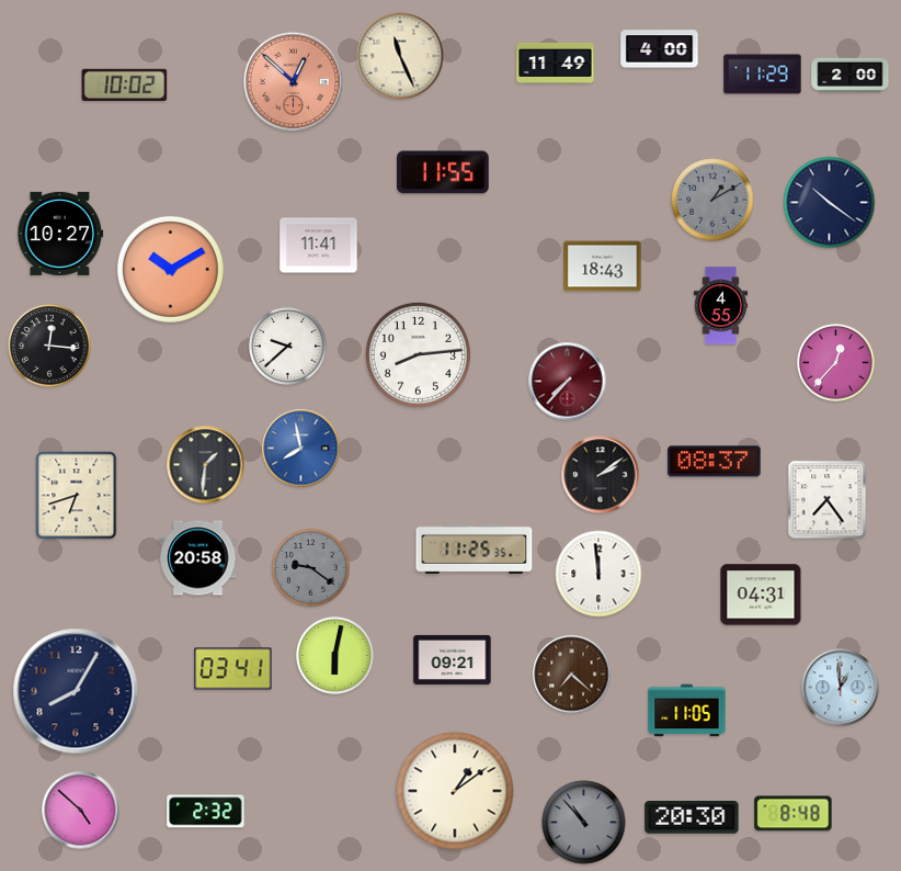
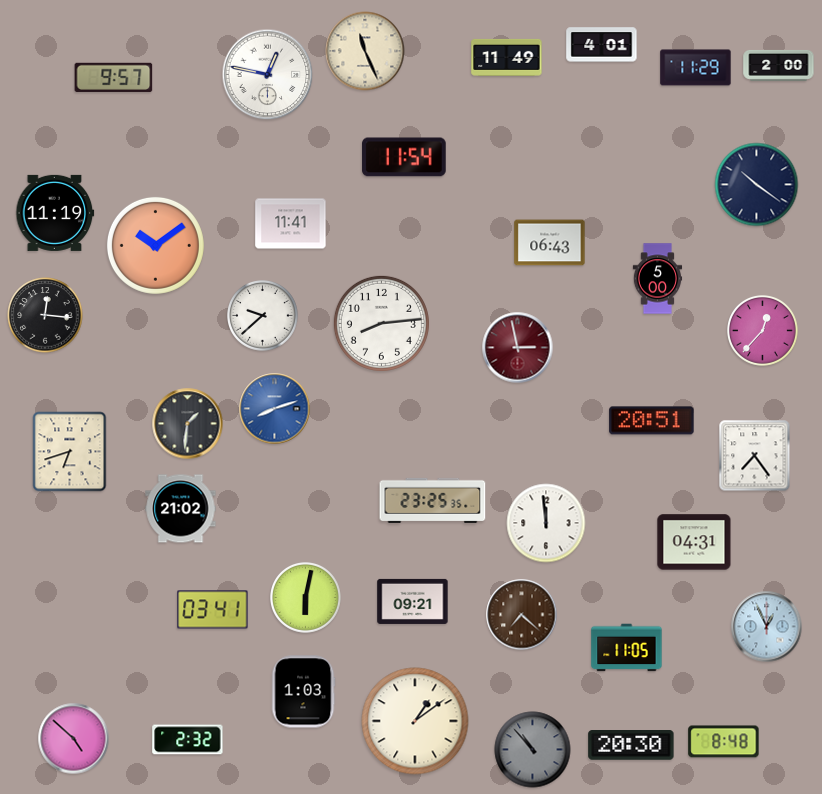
clock at (660, 49): 4:00 -> 4:01
clock at (851, 75) position: (851, 75) -> (779, 65)
clock at (294, 82): 12:52 -> 12:47
clock at (294, 82) dial: salmon -> white
clock at (125, 84): 10:02 -> 9:57
clock at (443, 172): 11:55 -> 11:54
clock at (712, 200): 1:10 -> none
clock at (60, 234): 10:27 -> 11:19
clock at (603, 267): 18:43 -> 06:43
clock at (170, 269): 10:10 -> 10:09
clock at (721, 306): 4:55 -> 5:00
clock at (568, 382): 7:37 -> 2:58
clock at (301, 449): 7:58 -> 8:12
clock at (715, 462): 08:37 -> 20:51
clock at (601, 475): 2:09 -> none
clock at (475, 548): 11:25 -> 23:25
clock at (198, 558): 20:58 -> 21:02
clock at (311, 568): 9:21 -> none
clock at (841, 688): 12:59 -> 12:56
clock at (76, 691): 8:05 -> none
clock at (303, 692): none -> 1:03
